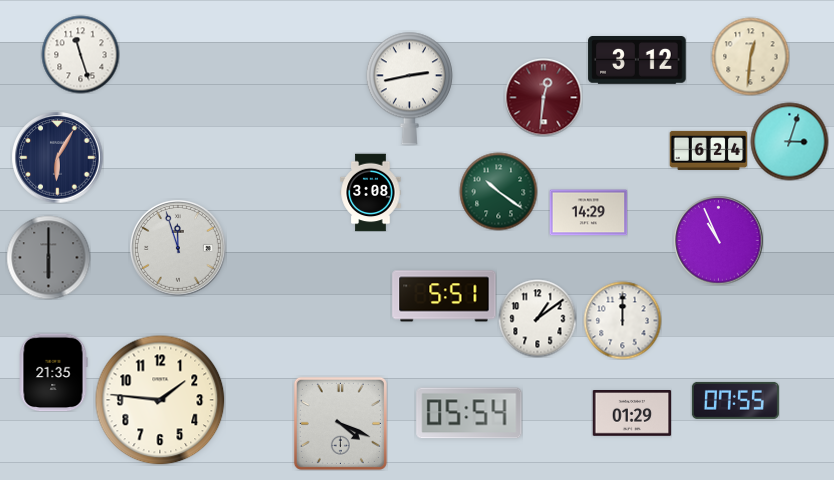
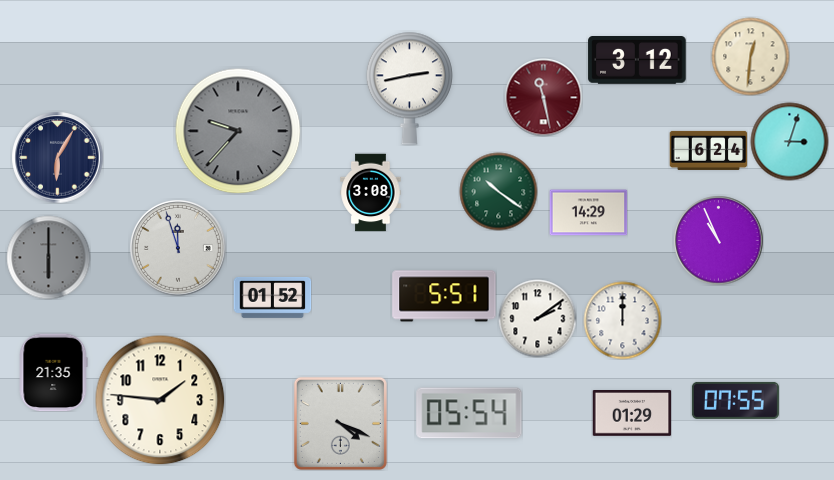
clock at (80, 54): 11:27 -> none
clock at (543, 97): 12:31 -> 11:28
clock at (238, 131): none -> 9:37
clock at (272, 298): none -> 01:52
clock at (537, 318): 1:09 -> 2:09
